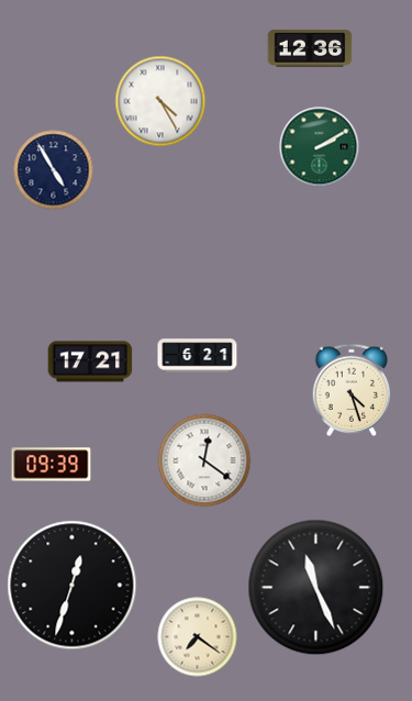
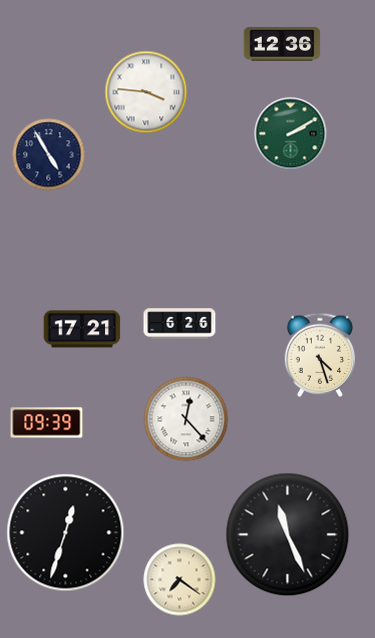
clock at (160, 101): 4:25 -> 3:46
clock at (198, 356): 6:21 -> 6:26
clock at (204, 460): 12:21 -> 12:23
